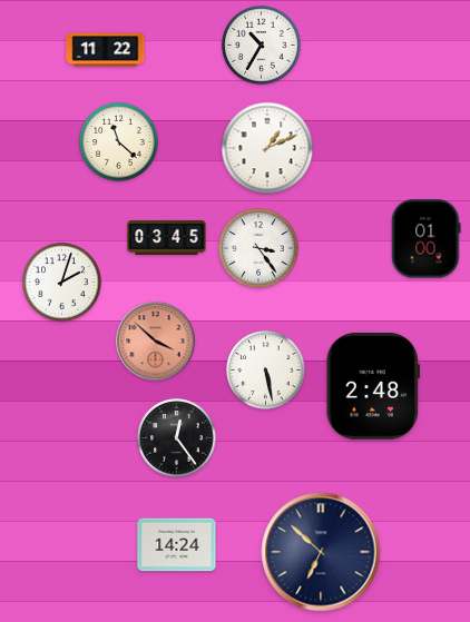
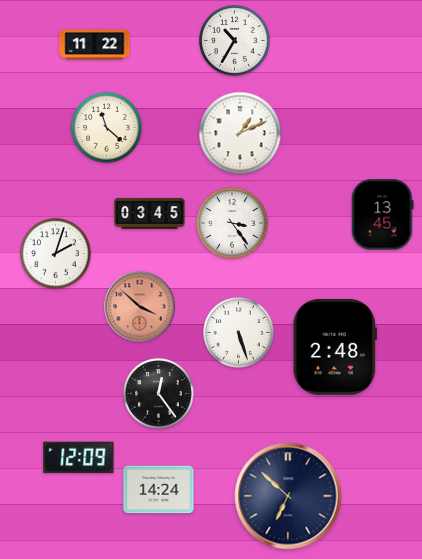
clock at (427, 239): 01:00 -> 13:45
clock at (266, 371): 5:28 -> 5:27
clock at (79, 458): none -> 12:09
